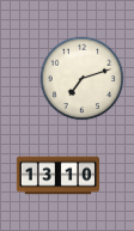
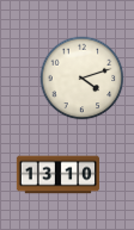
clock at (83, 79): 7:12 -> 4:12
